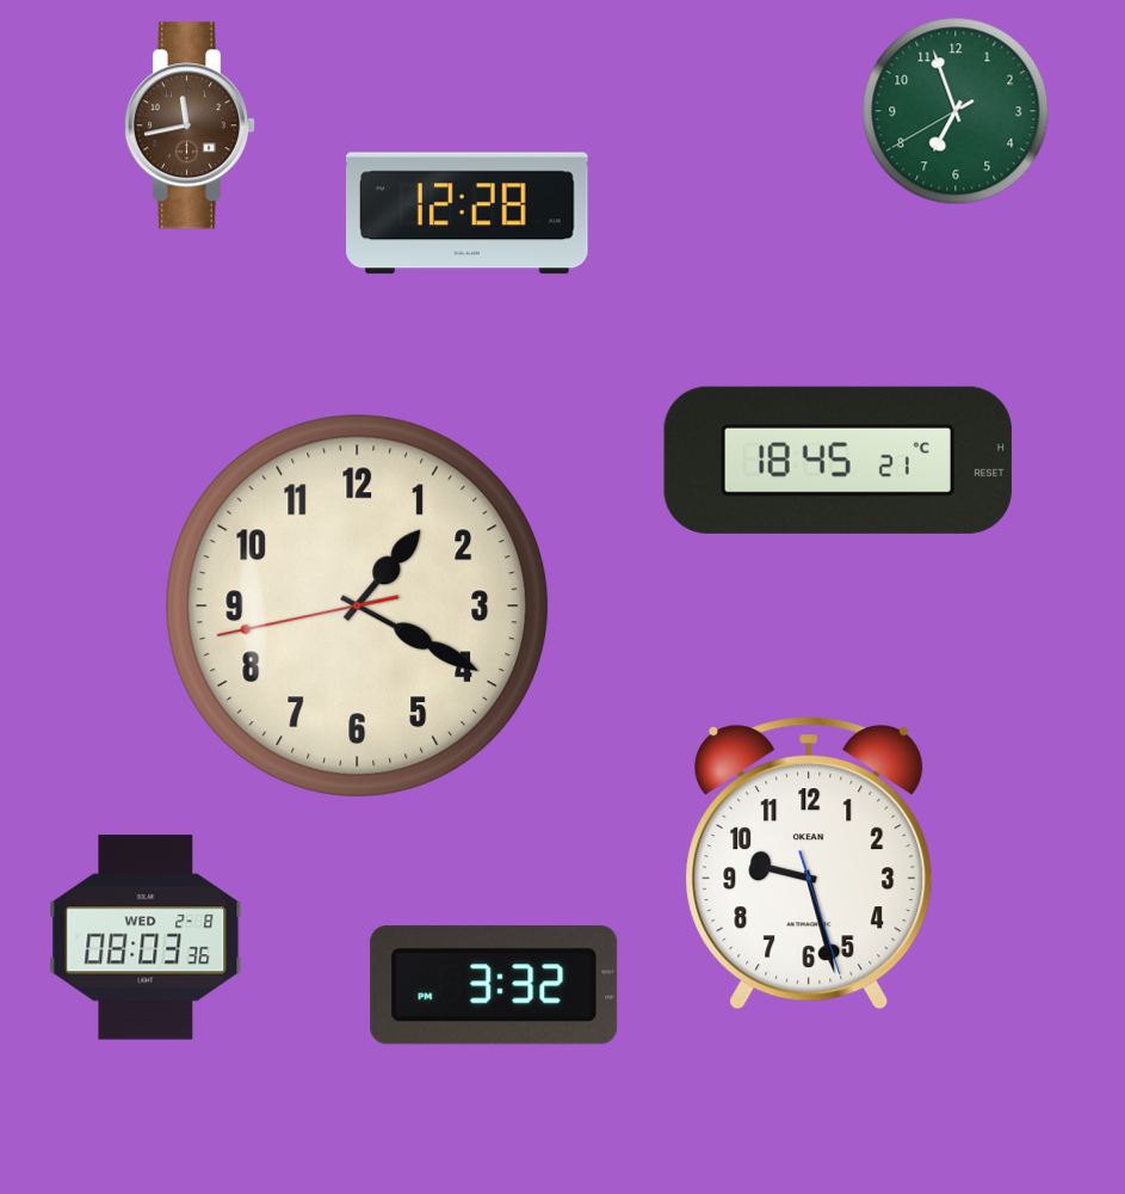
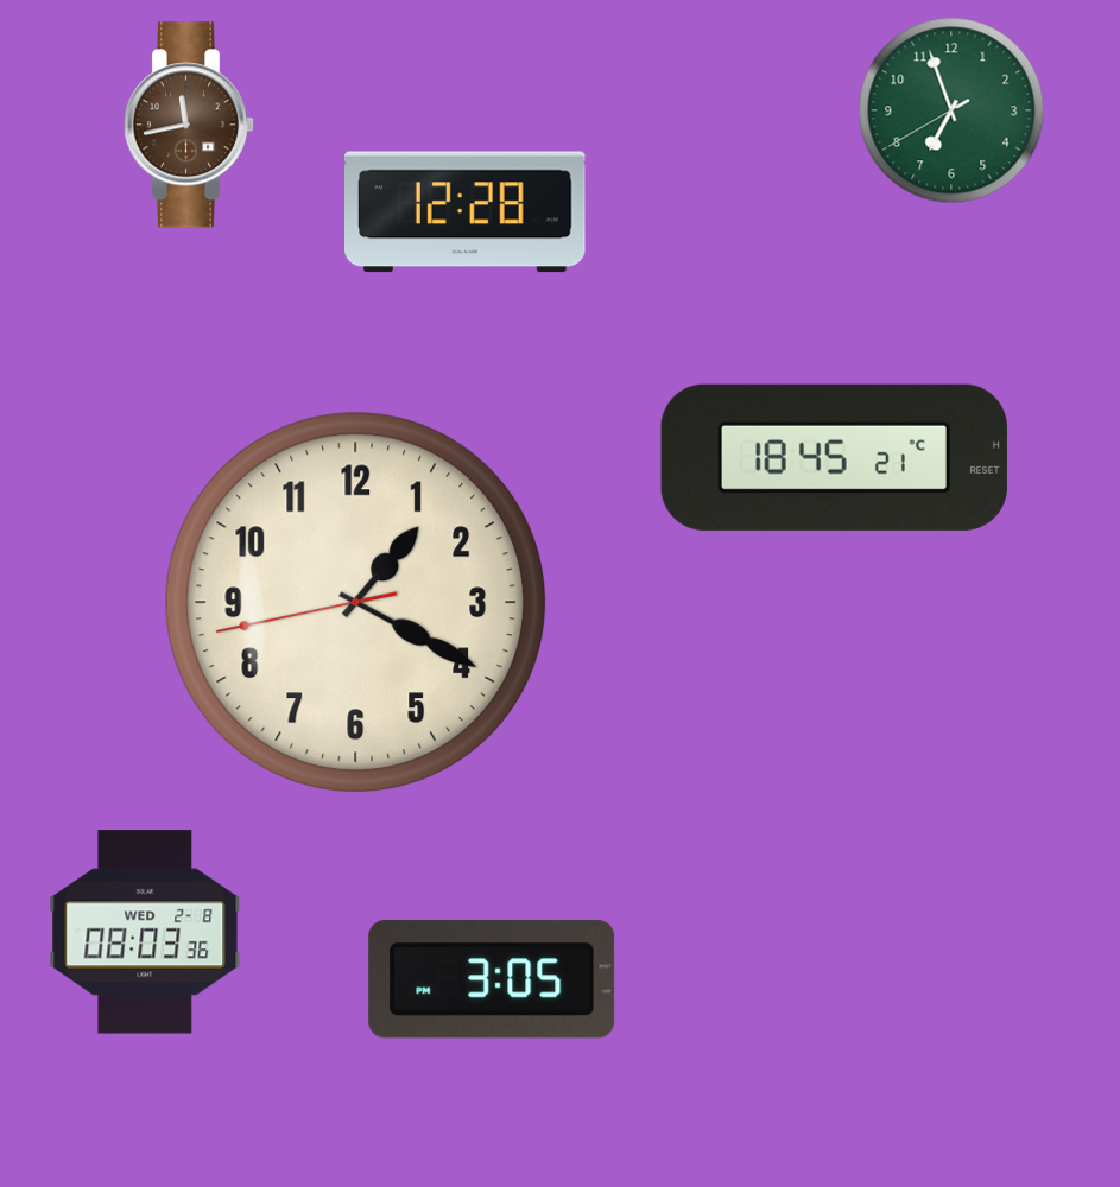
clock at (809, 863): 9:27 -> none
clock at (494, 985): 3:32 -> 3:05
